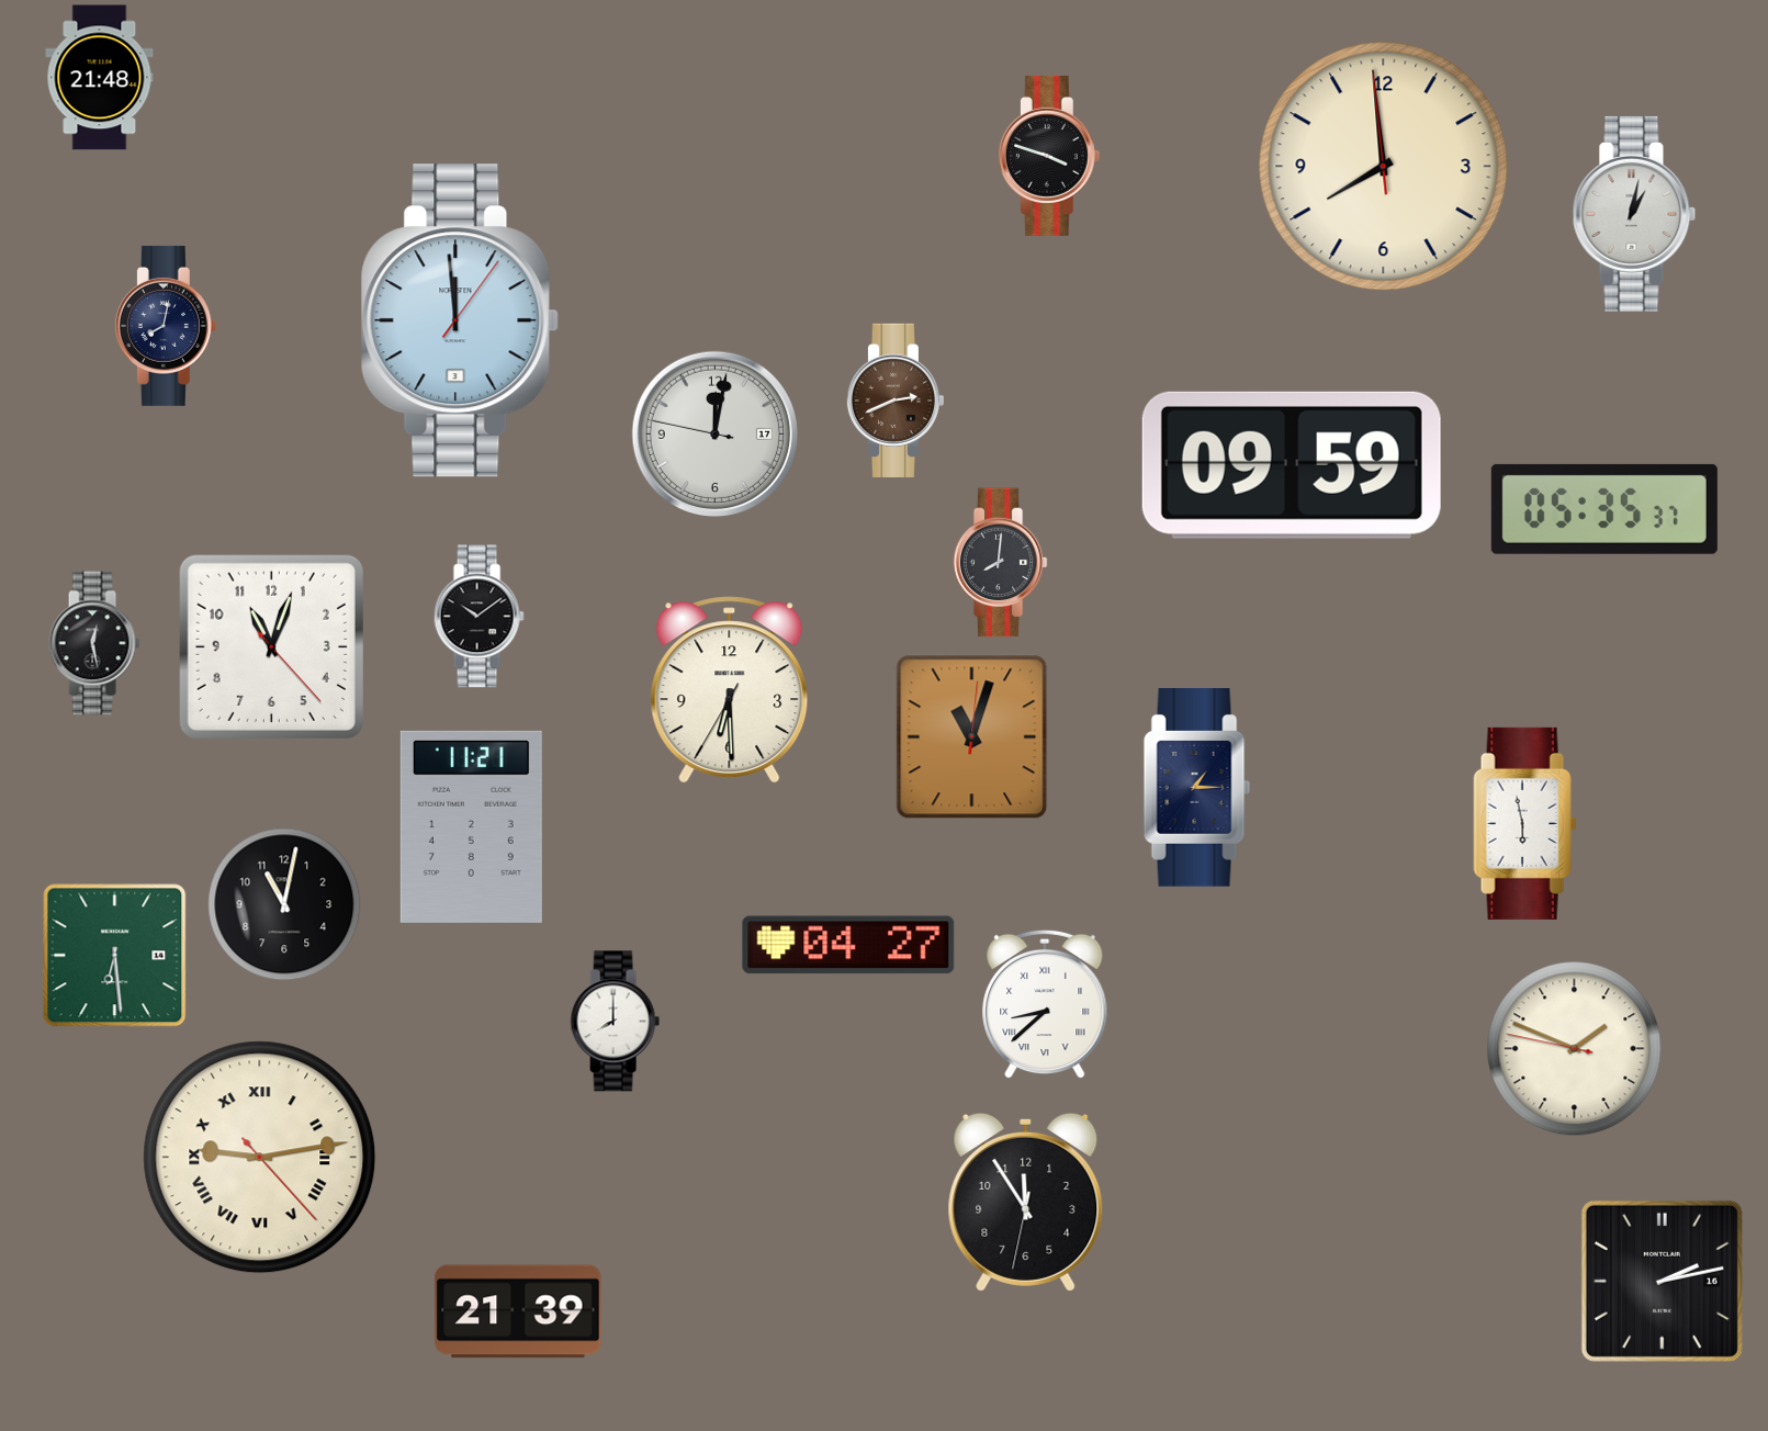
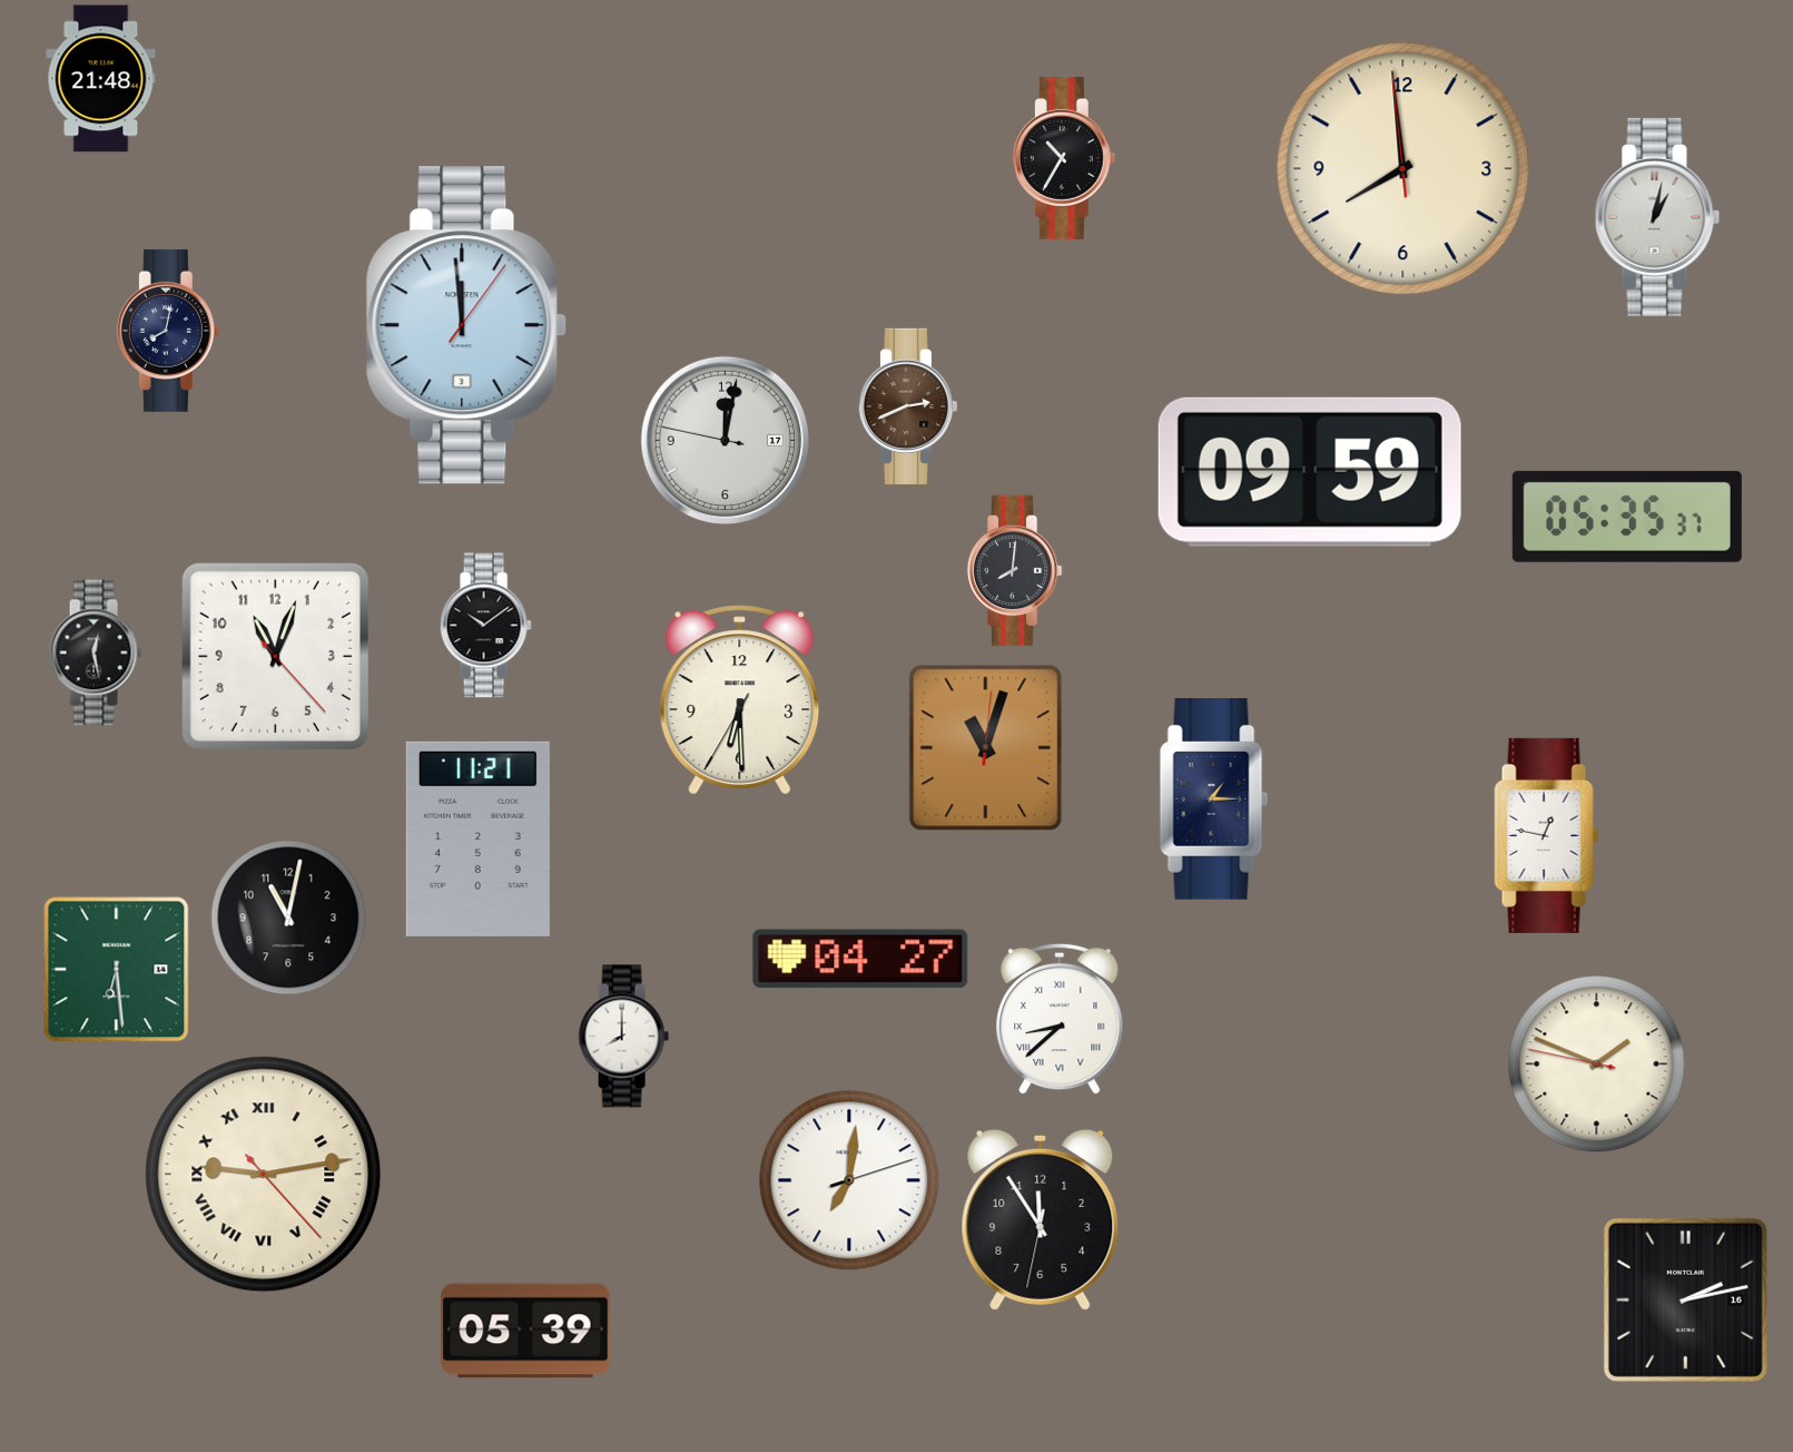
clock at (1049, 156): 3:48 -> 10:35
clock at (1525, 823): 5:58 -> 12:47
clock at (849, 1180): none -> 7:01
clock at (518, 1311): 21:39 -> 05:39
